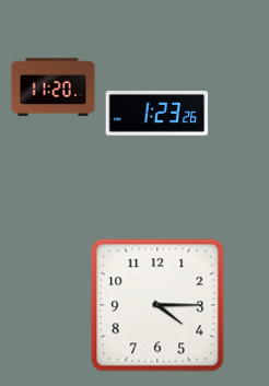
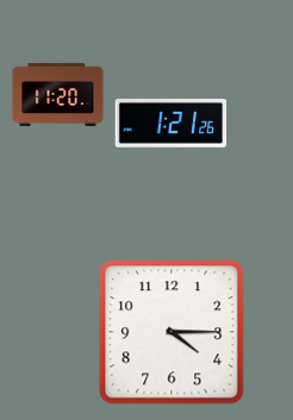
clock at (157, 113): 1:23 -> 1:21
